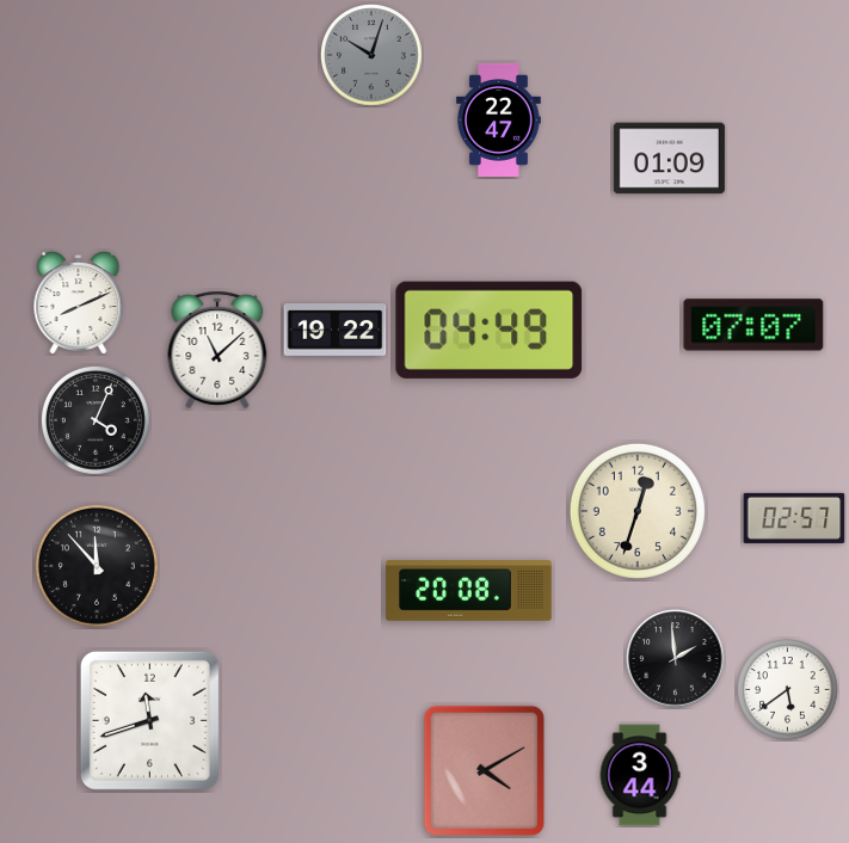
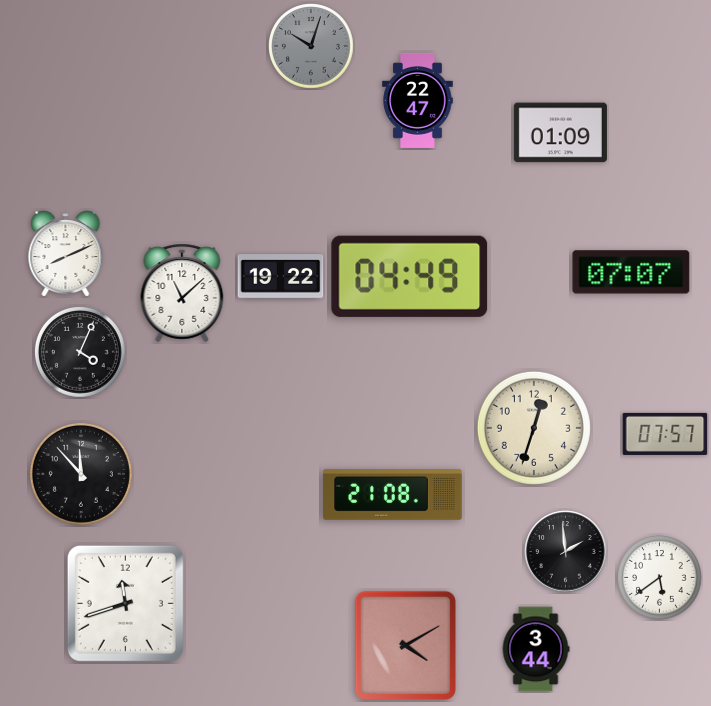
clock at (794, 518): 02:57 -> 07:57
clock at (469, 591): 20:08 -> 21:08
